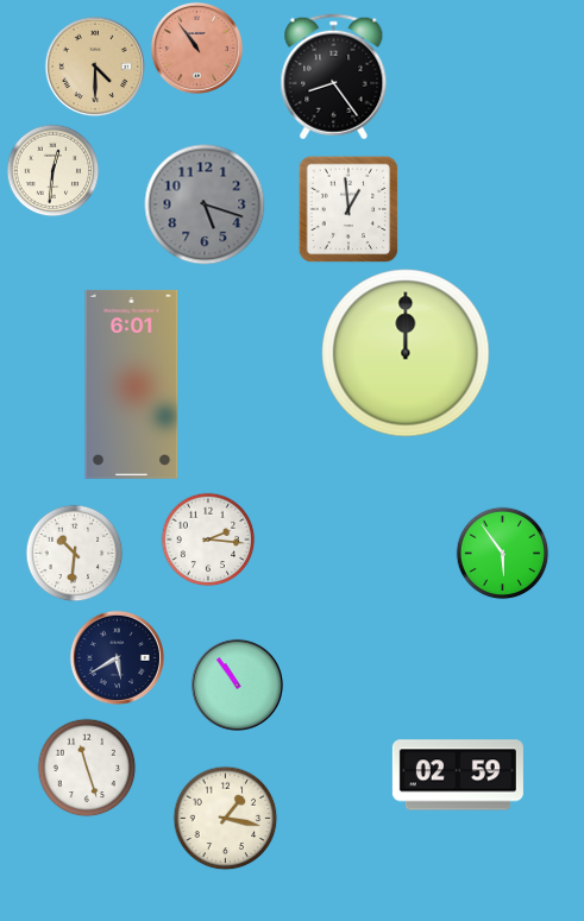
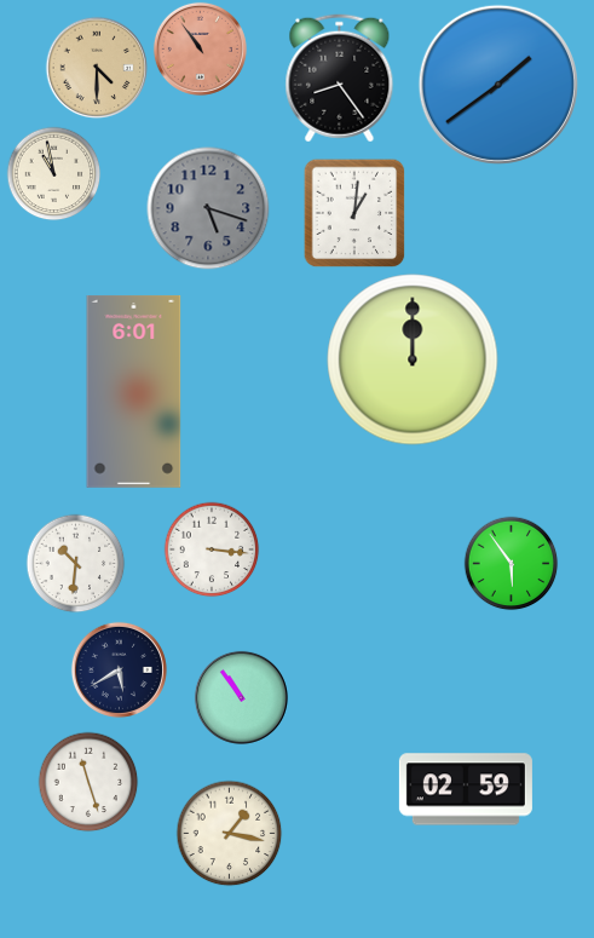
clock at (498, 85): none -> 1:39
clock at (52, 170): 12:31 -> 10:58
clock at (348, 209): 12:59 -> 1:01
clock at (208, 540): 2:16 -> 3:16
